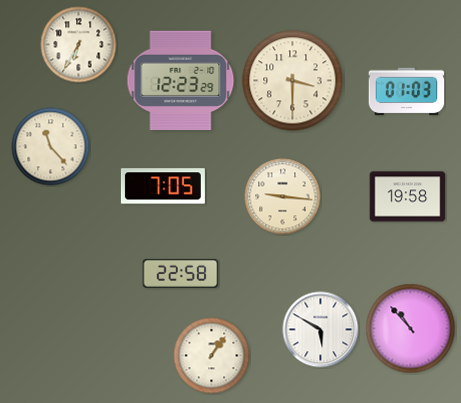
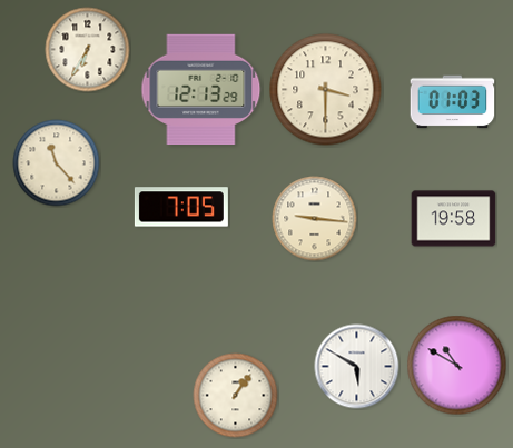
clock at (181, 81): 12:23 -> 12:13
clock at (181, 273): 22:58 -> none
clock at (411, 329): 10:53 -> 10:50
